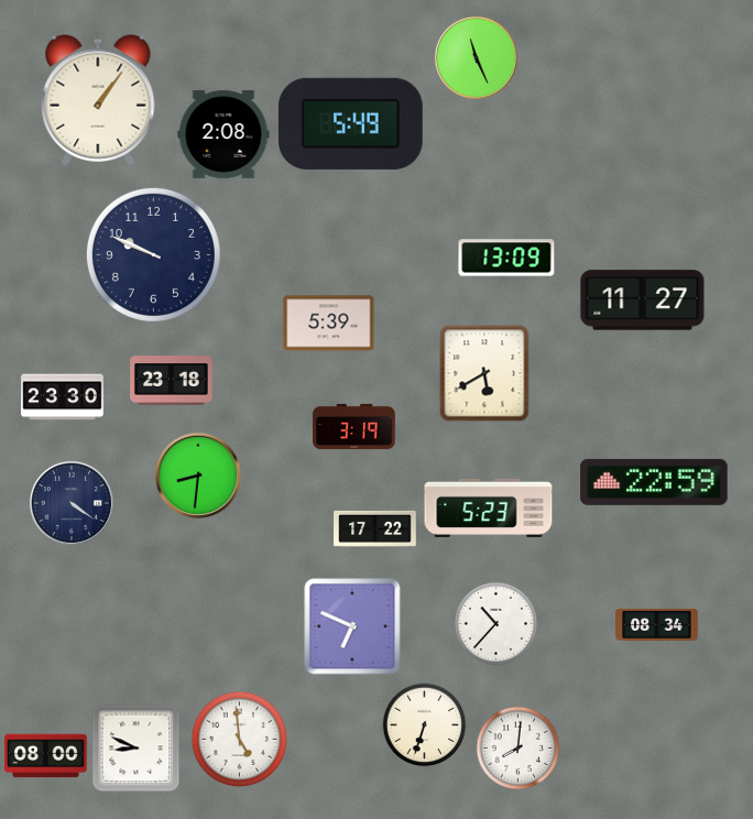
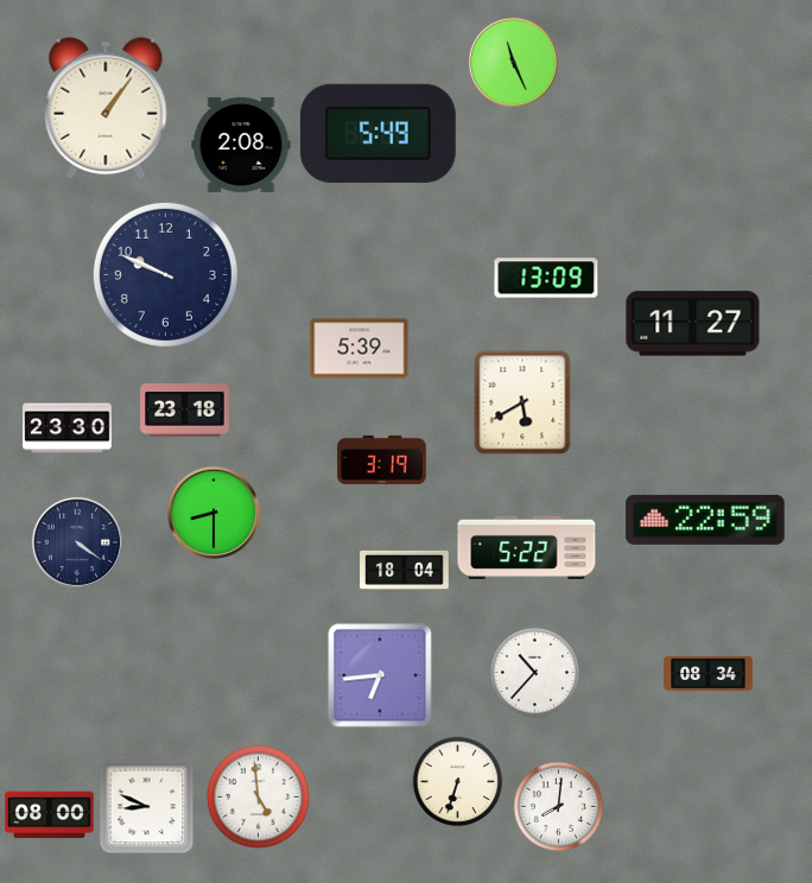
clock at (329, 324) position: (329, 324) -> (360, 349)
clock at (198, 476): 8:31 -> 8:30
clock at (489, 507): 5:23 -> 5:22
clock at (375, 528): 17:22 -> 18:04
clock at (352, 626): 6:49 -> 6:44
